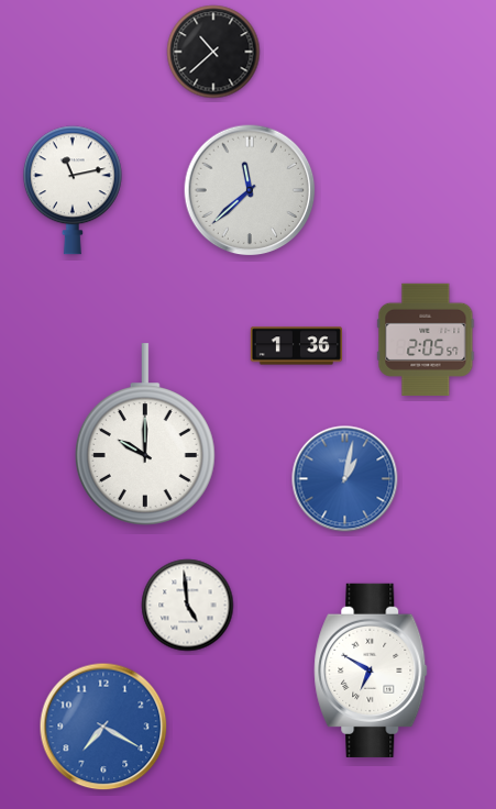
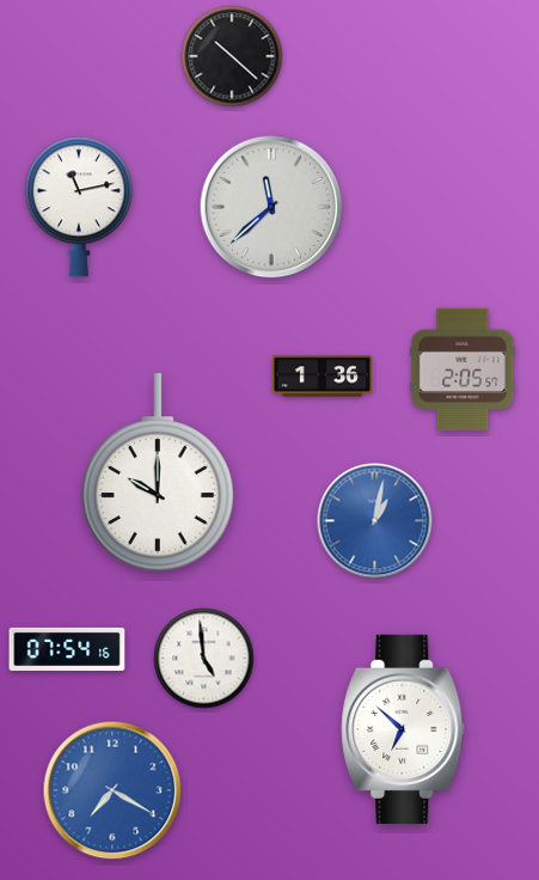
clock at (213, 52): 10:38 -> 10:22
clock at (67, 649): none -> 07:54
clock at (371, 671): 6:50 -> 6:52
